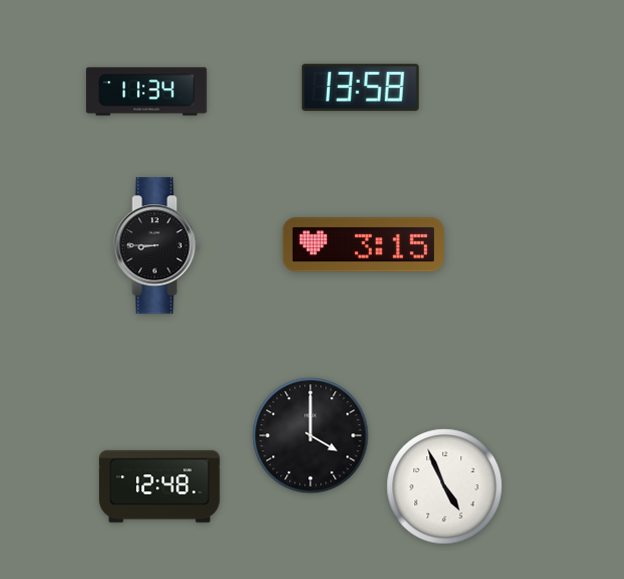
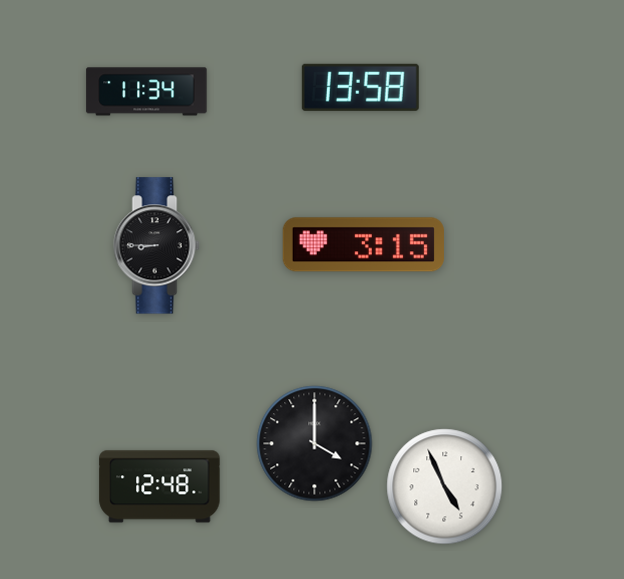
clock at (311, 436) position: (311, 436) -> (315, 444)
